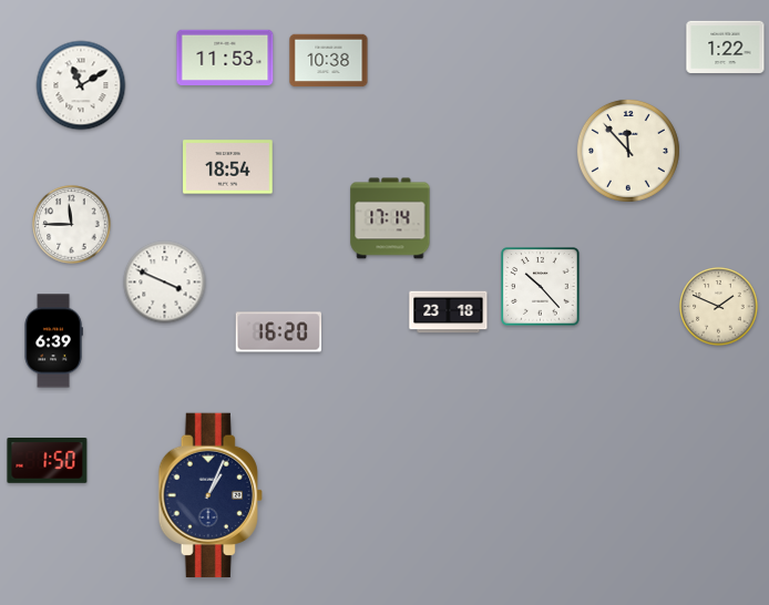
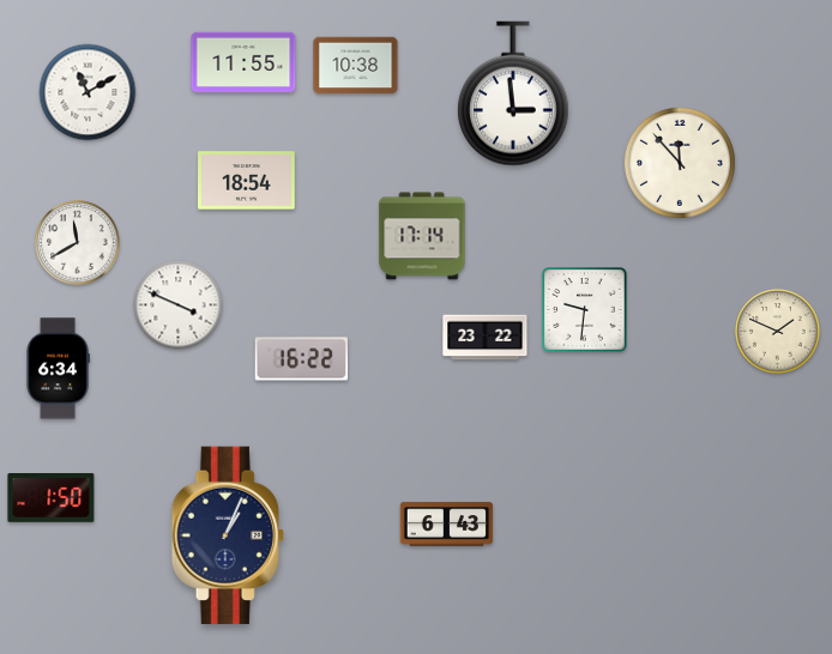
clock at (726, 47): 1:22 -> none
clock at (225, 58): 11:53 -> 11:55
clock at (513, 93): none -> 2:59
clock at (72, 225): 11:45 -> 11:40
clock at (541, 287): 10:23 -> 9:31
clock at (449, 312): 23:18 -> 23:22
clock at (278, 332): 16:20 -> 16:22
clock at (53, 341): 6:39 -> 6:34
clock at (447, 525): none -> 6:43
